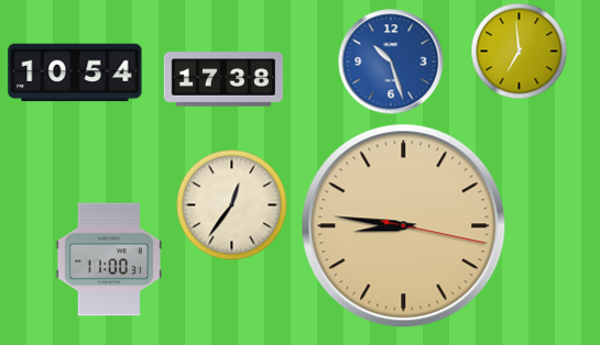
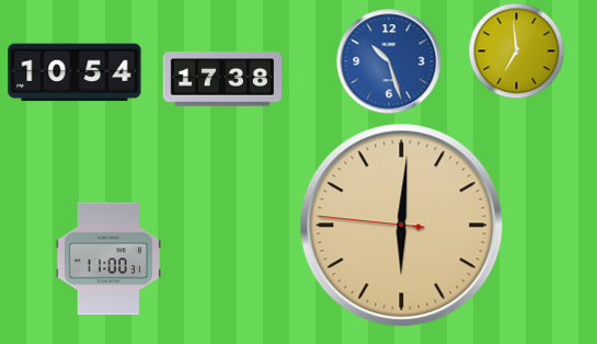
clock at (232, 205): 12:36 -> none
clock at (404, 226): 8:46 -> 6:00
